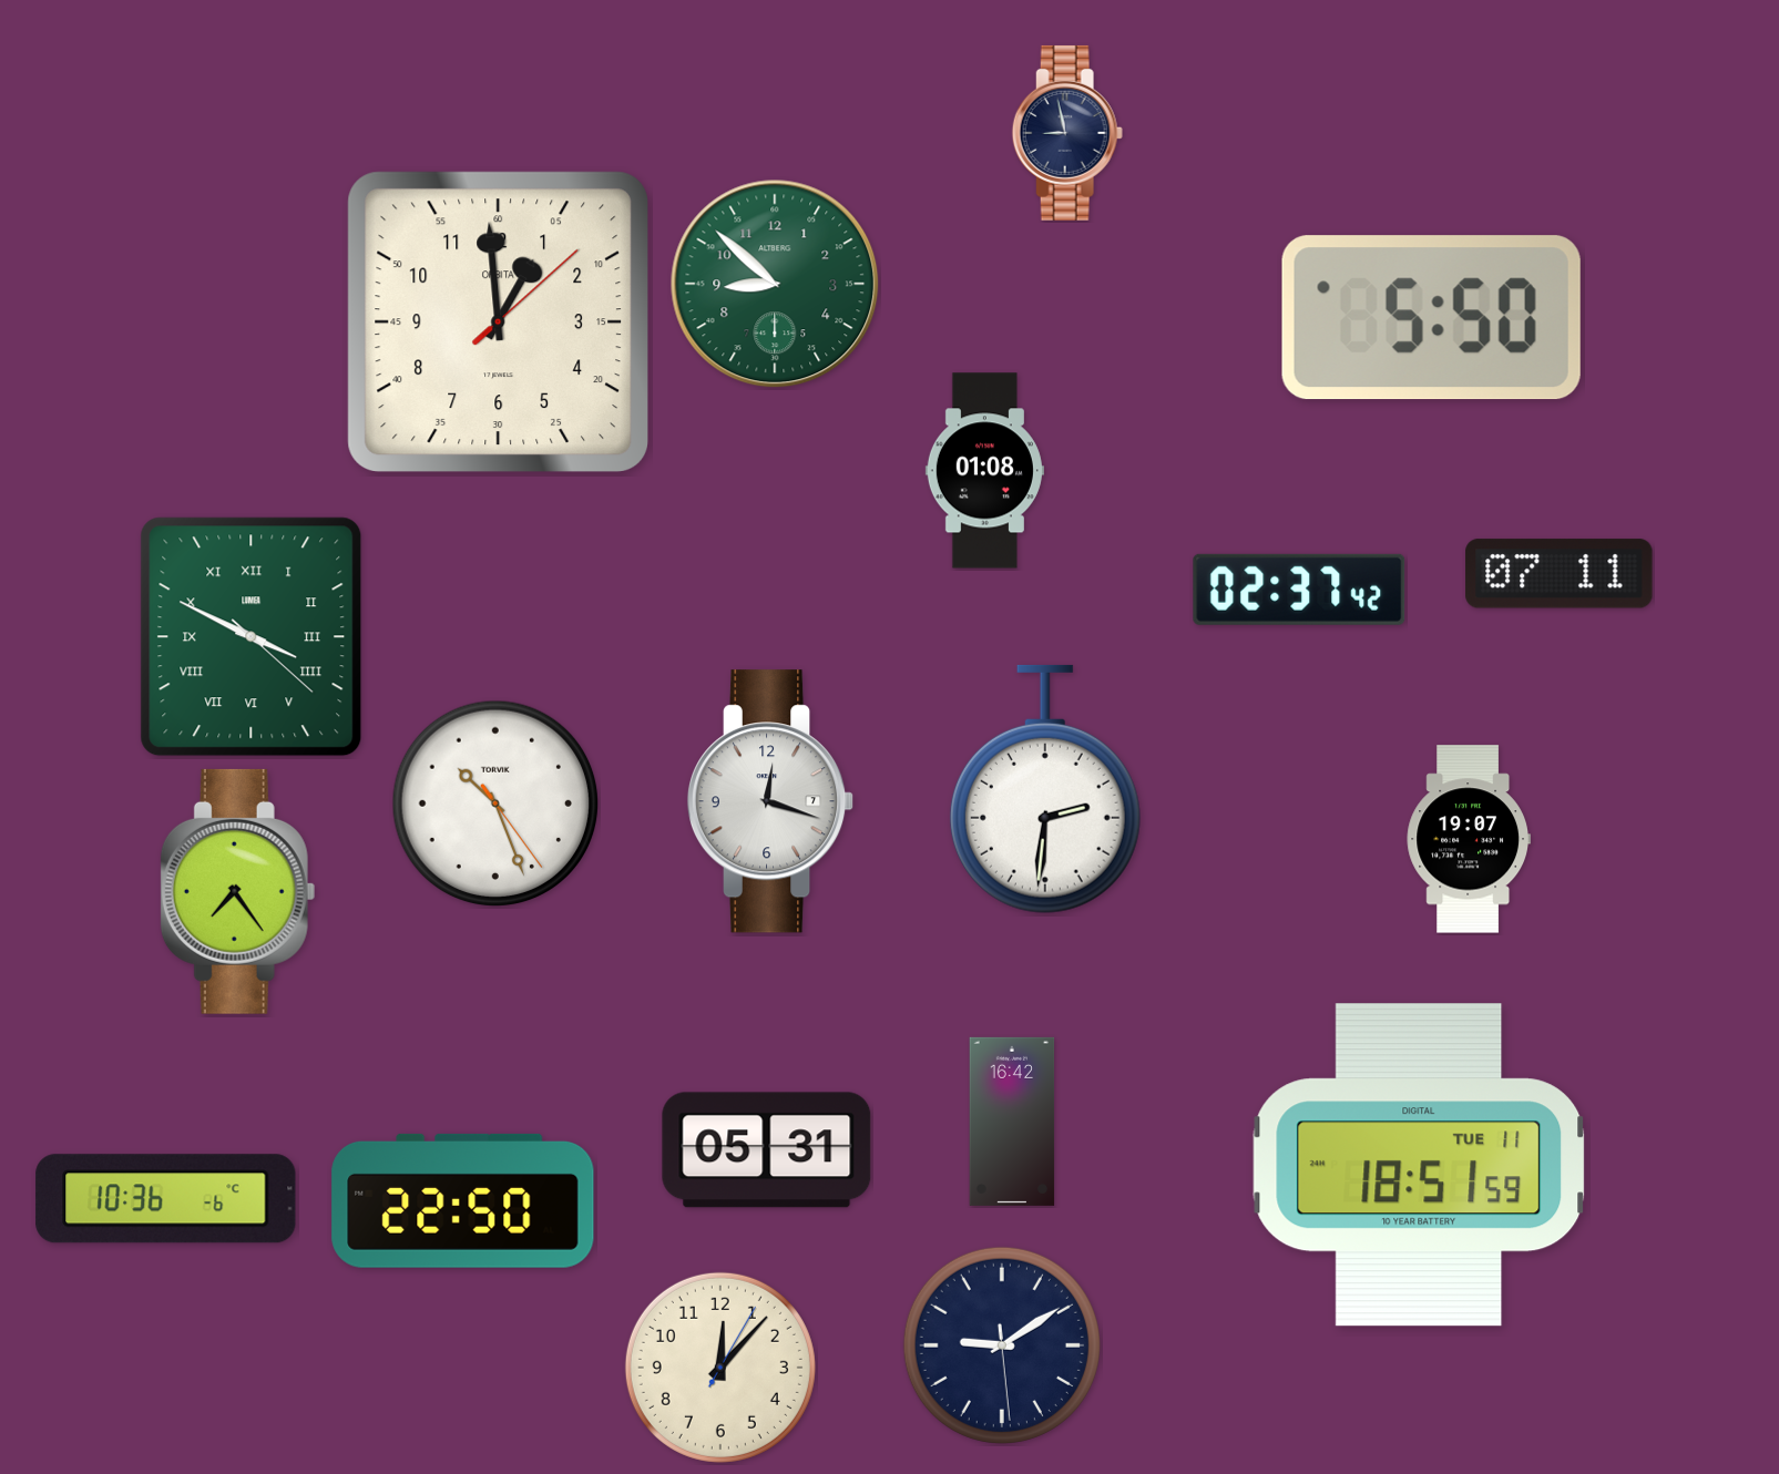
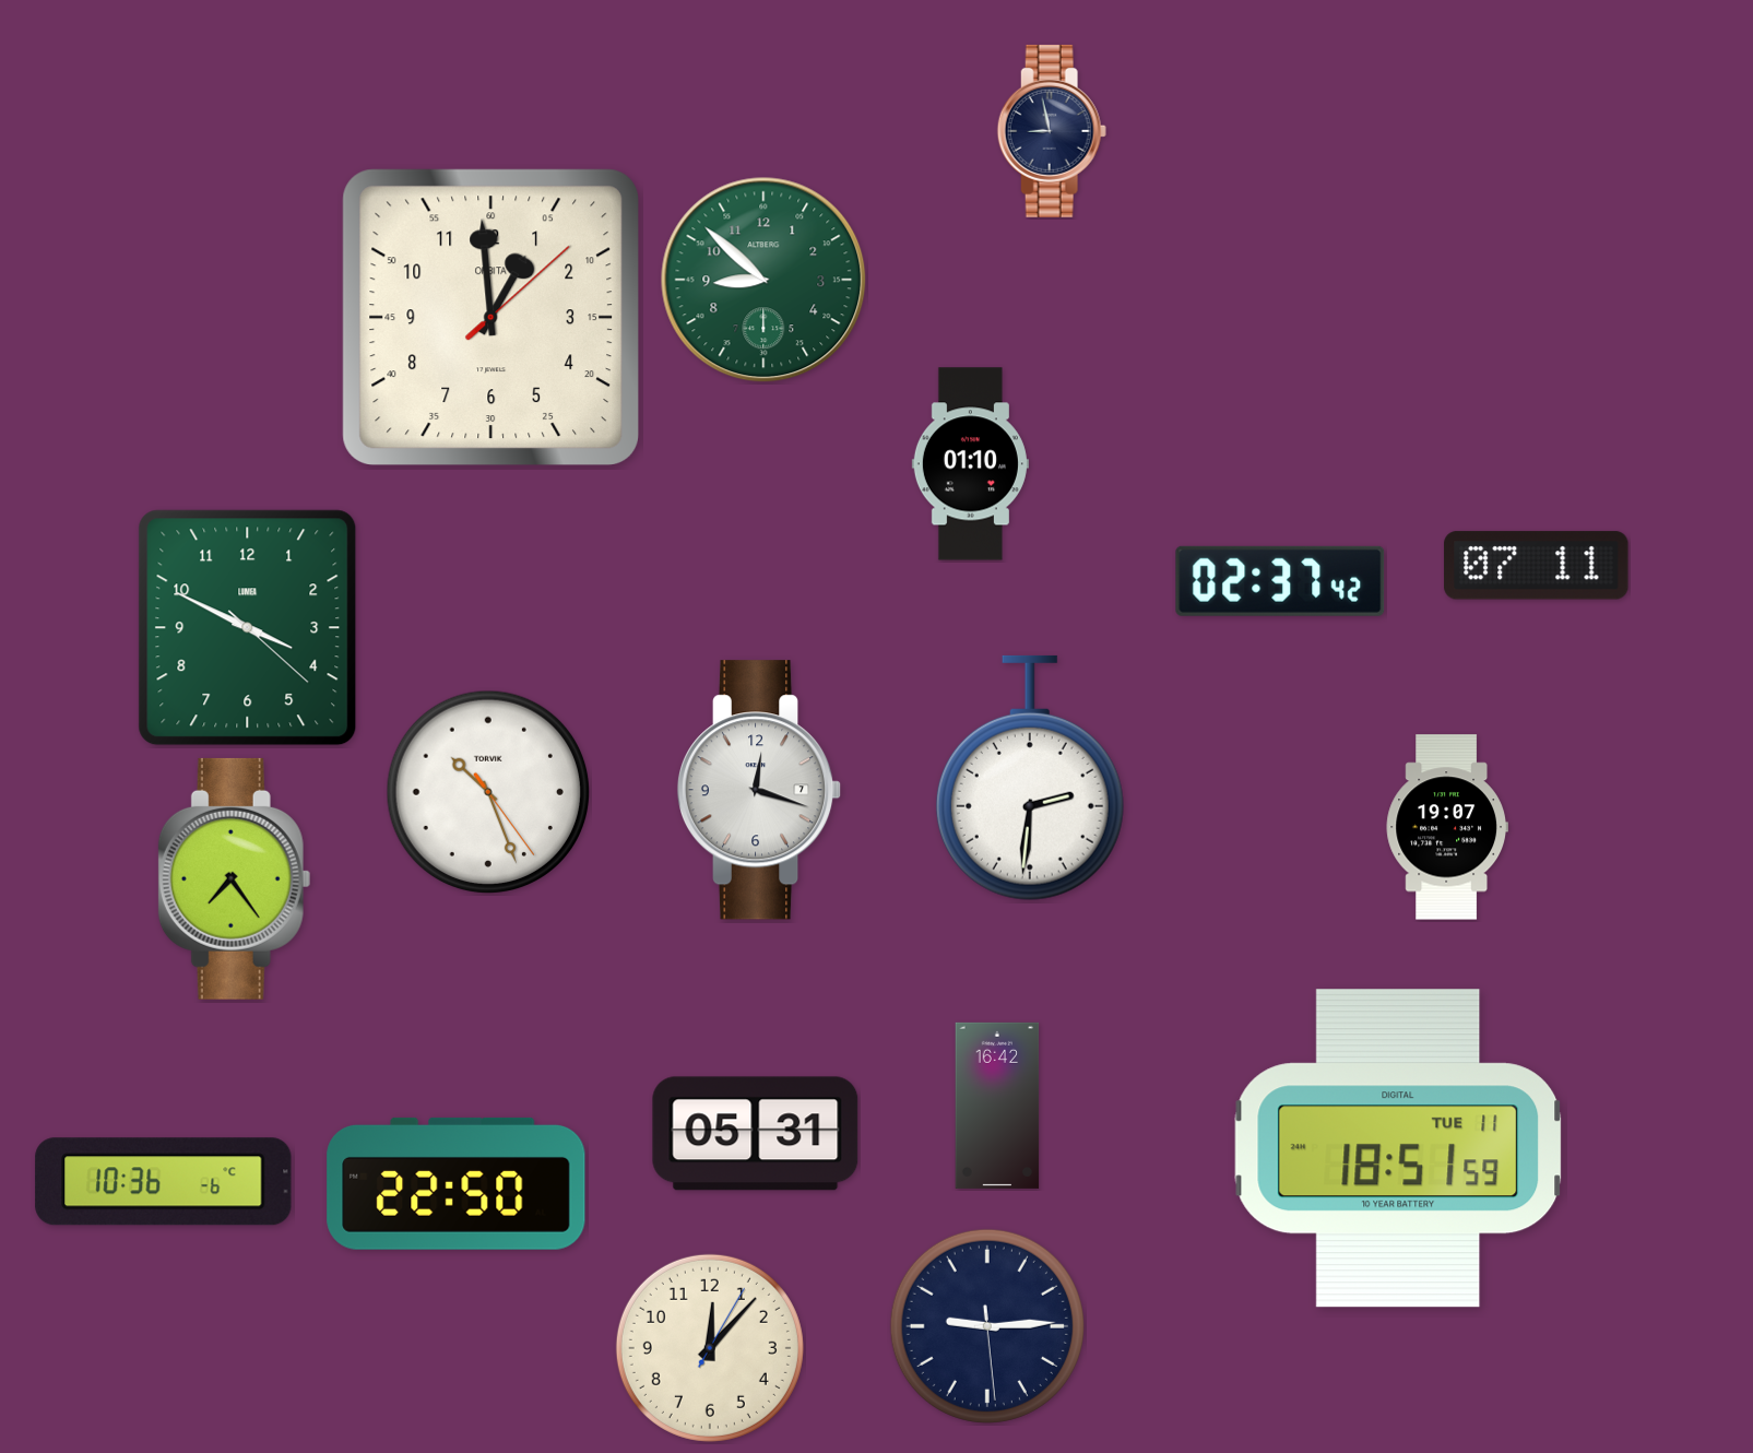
clock at (1431, 318): 5:50 -> none
clock at (984, 471): 01:08 -> 01:10
clock at (252, 637) numerals: Roman -> Arabic
clock at (1002, 1345): 9:09 -> 9:14
